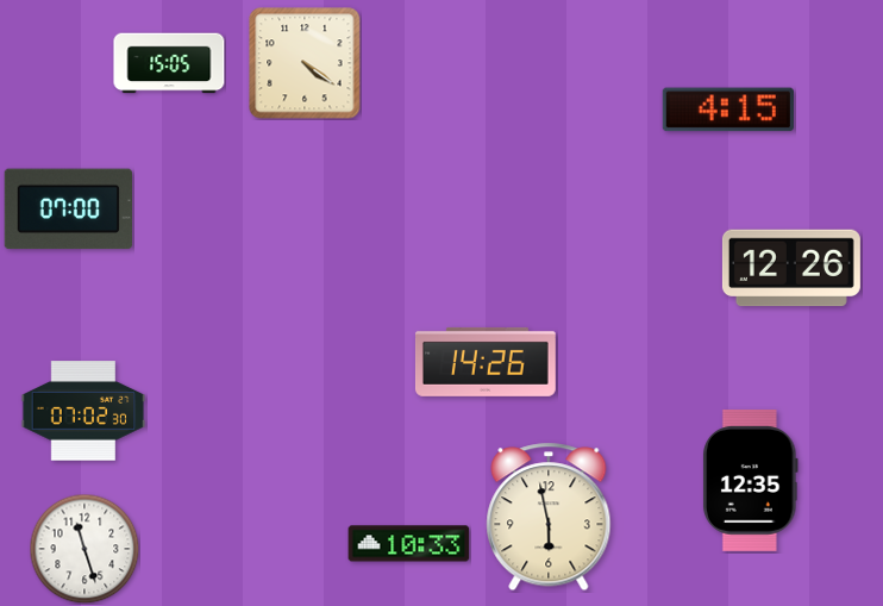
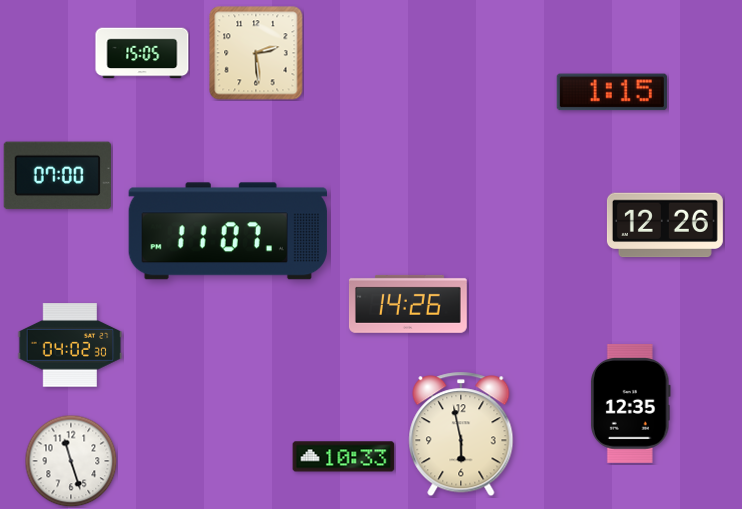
clock at (305, 63): 4:21 -> 2:29
clock at (728, 110): 4:15 -> 1:15
clock at (228, 231): none -> 11:07
clock at (83, 411): 07:02 -> 04:02
